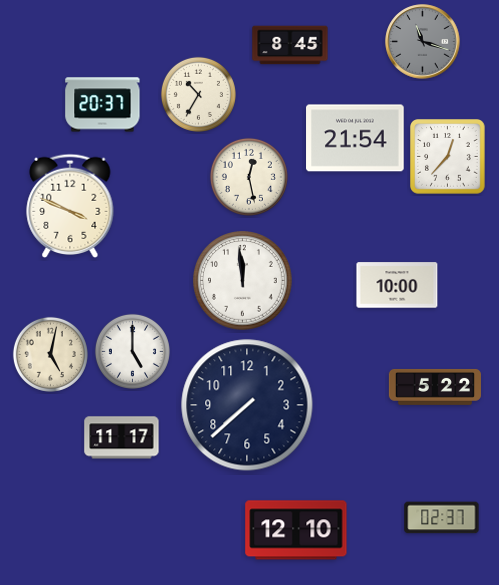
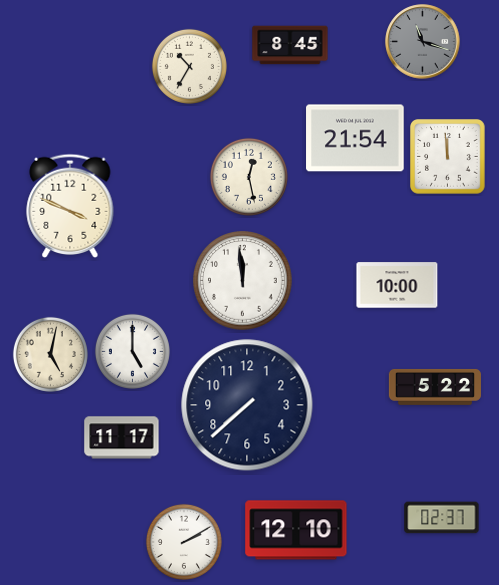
clock at (198, 94) position: (198, 94) -> (189, 66)
clock at (103, 105): 20:37 -> none
clock at (448, 157): 12:37 -> 11:59
clock at (184, 542): none -> 2:10
